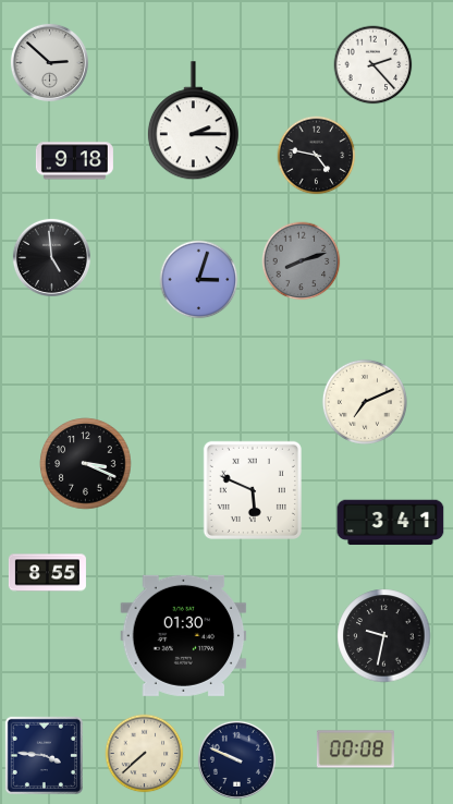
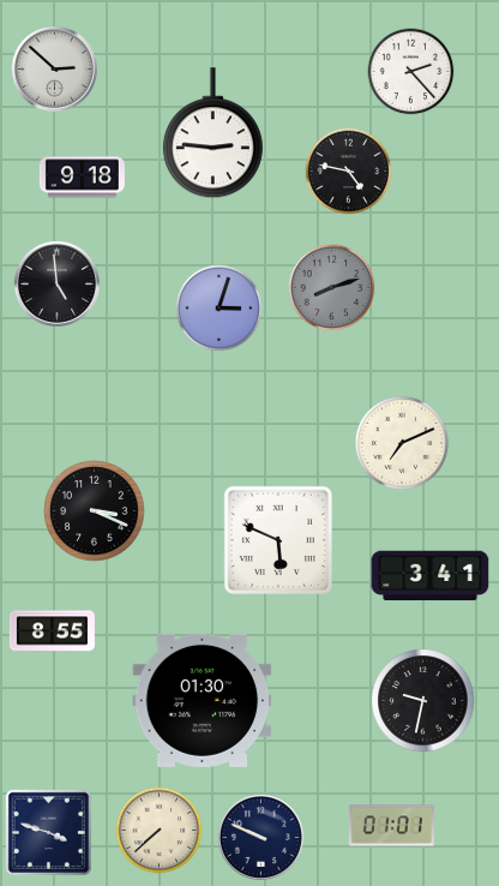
clock at (193, 121): 2:15 -> 2:46
clock at (355, 750): 00:08 -> 01:01
clock at (44, 755): 3:46 -> 3:48
